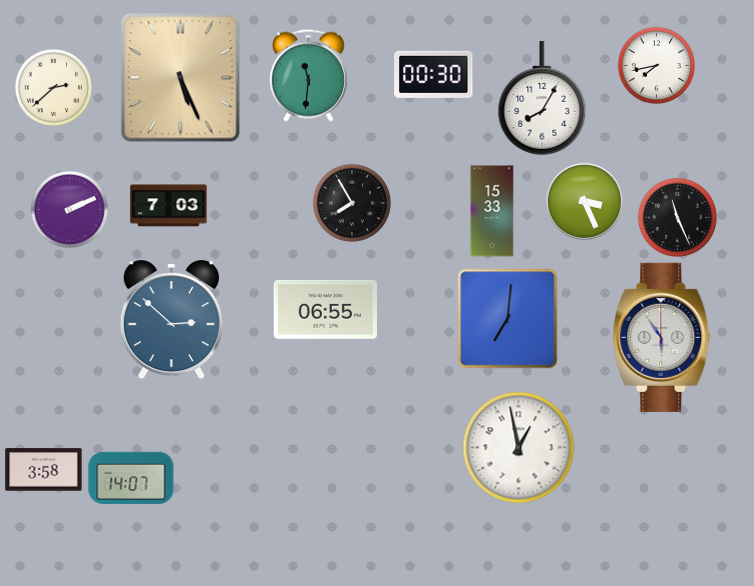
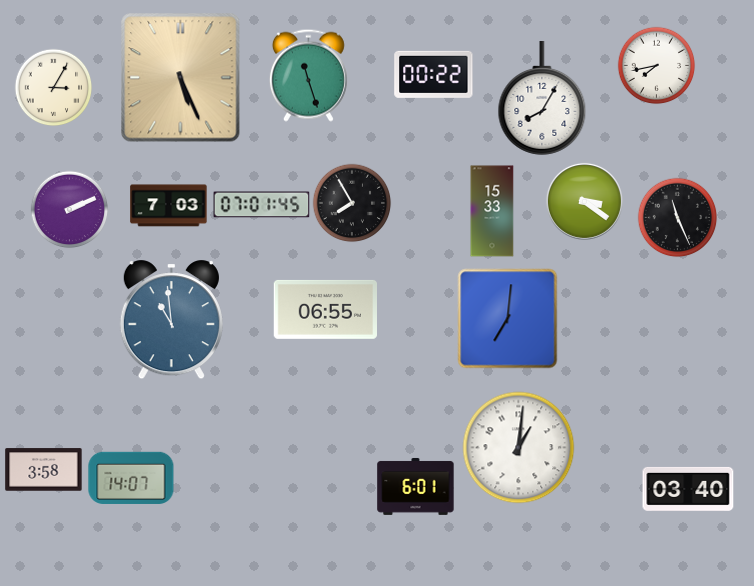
clock at (434, 74): 00:30 -> 00:22
clock at (308, 75): 11:31 -> 11:27
clock at (53, 87): 2:38 -> 3:05
clock at (584, 201): 3:26 -> 3:21
clock at (262, 205): none -> 07:01
clock at (171, 320): 2:52 -> 10:59
clock at (662, 337): 5:54 -> none
clock at (519, 448): 12:58 -> 1:01
clock at (416, 486): none -> 6:01
clock at (688, 489): none -> 03:40
